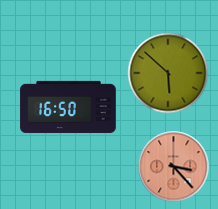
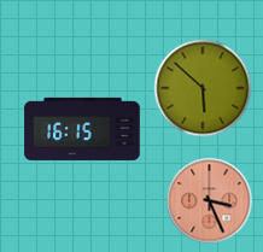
clock at (68, 107): 16:50 -> 16:15
clock at (174, 167): 3:23 -> 3:26
